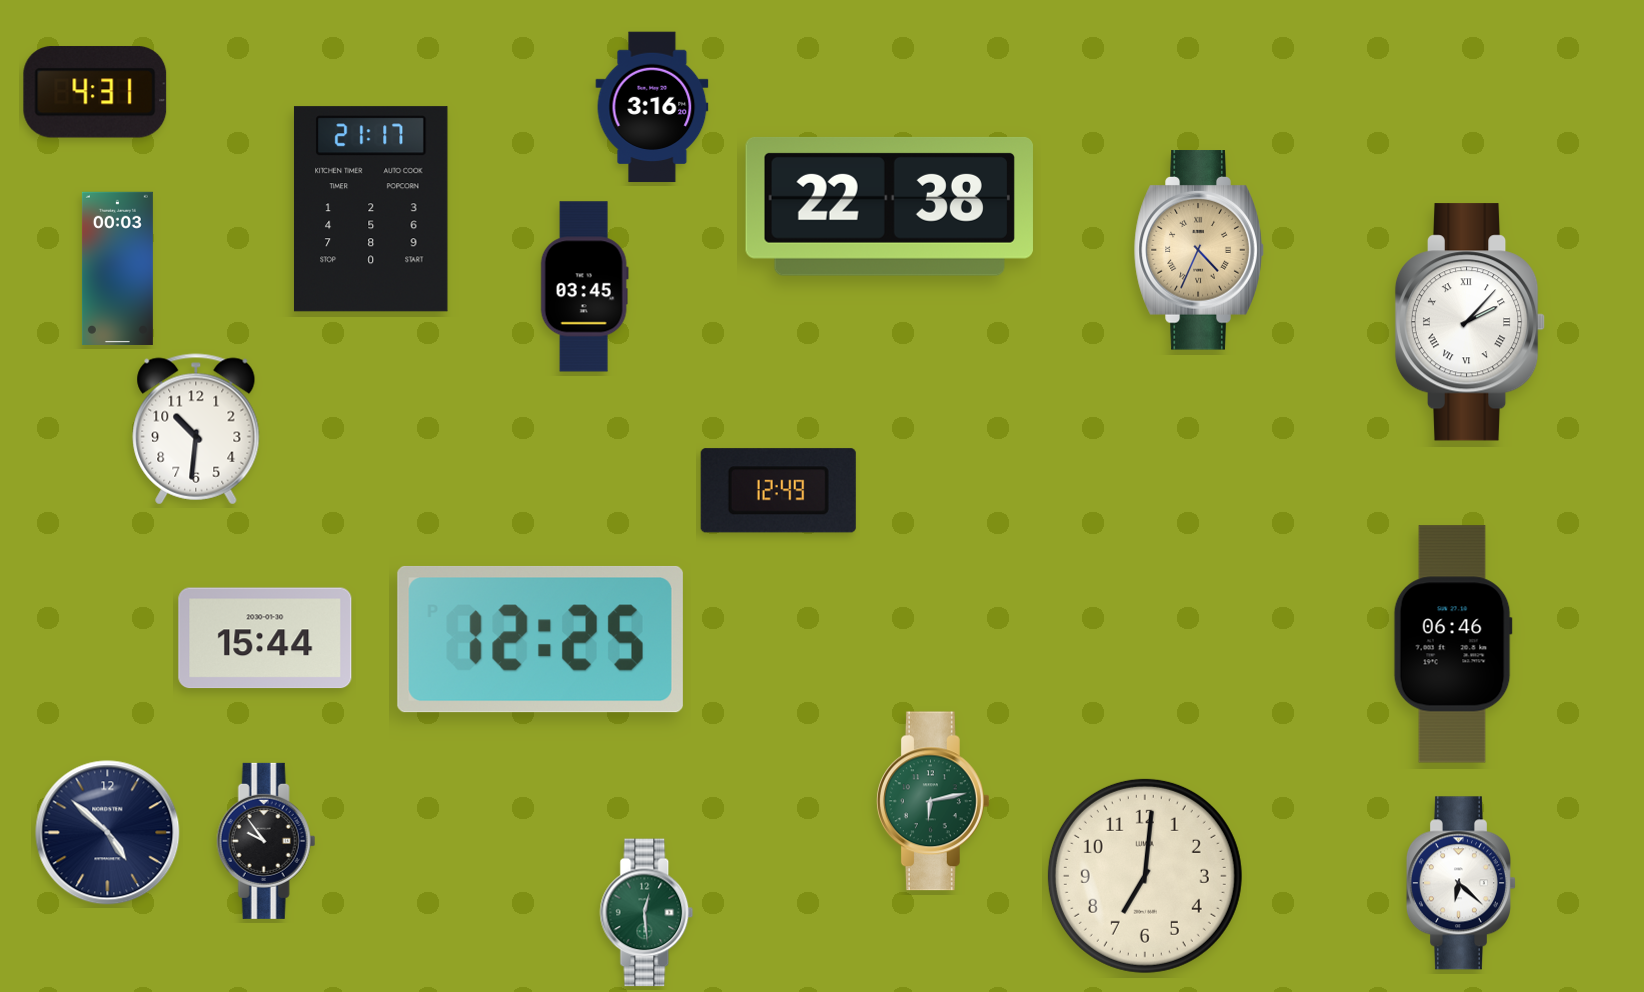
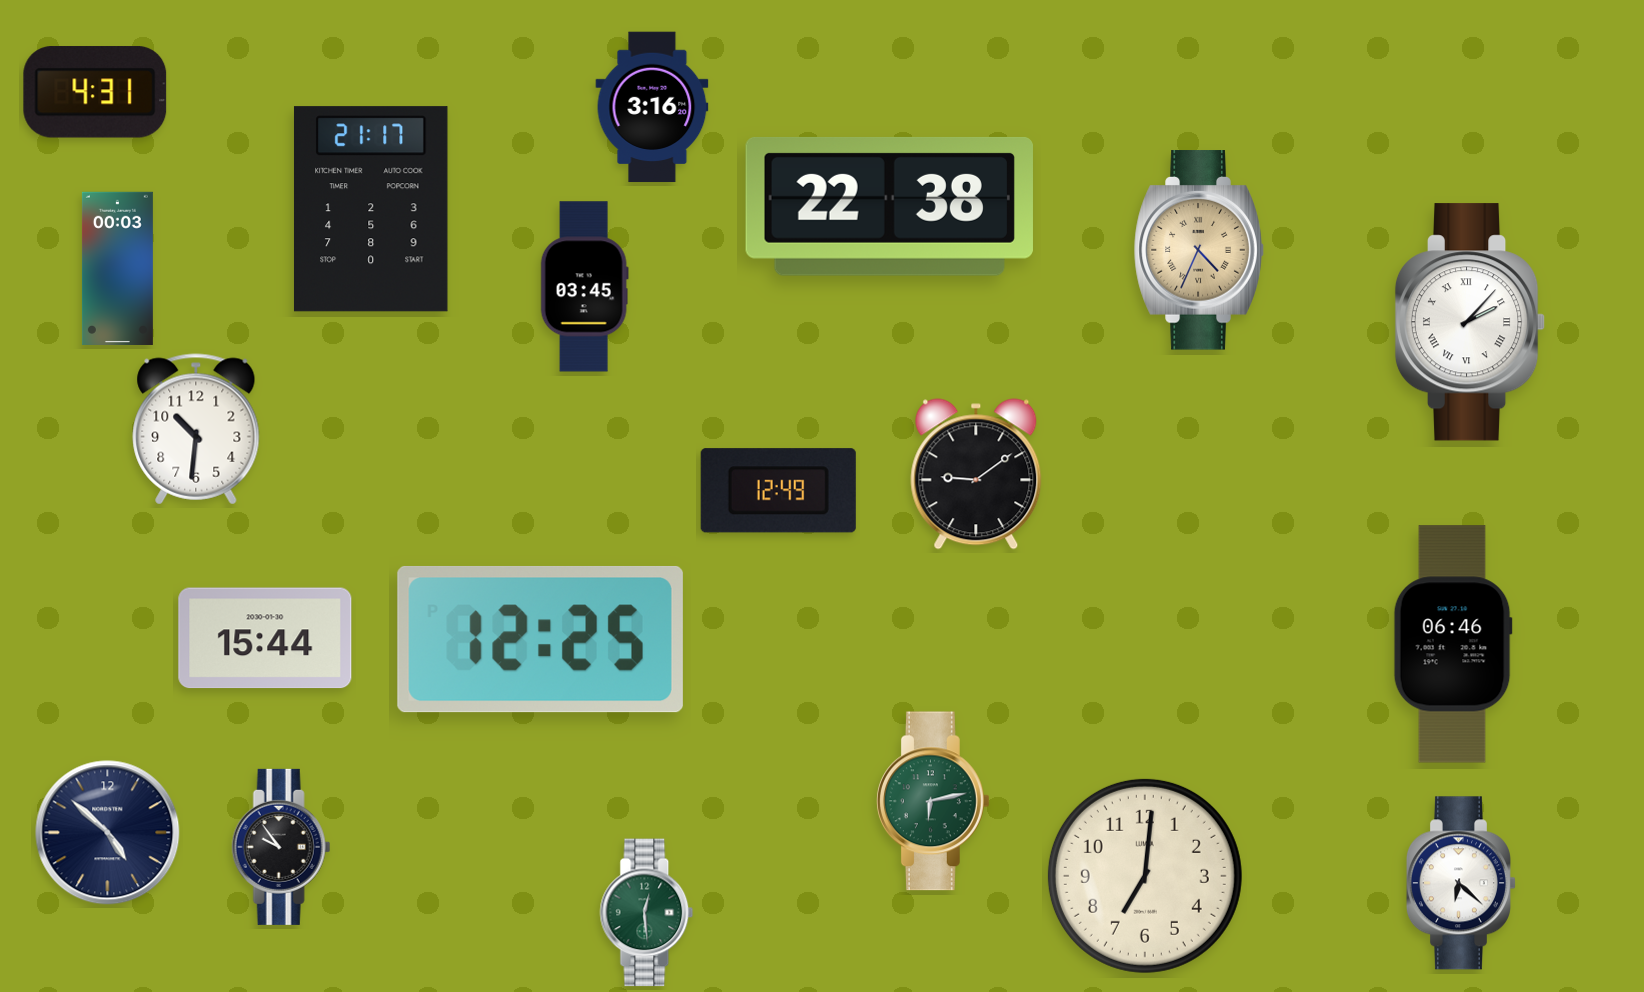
clock at (976, 474): none -> 9:09
clock at (266, 841) position: (266, 841) -> (281, 847)
